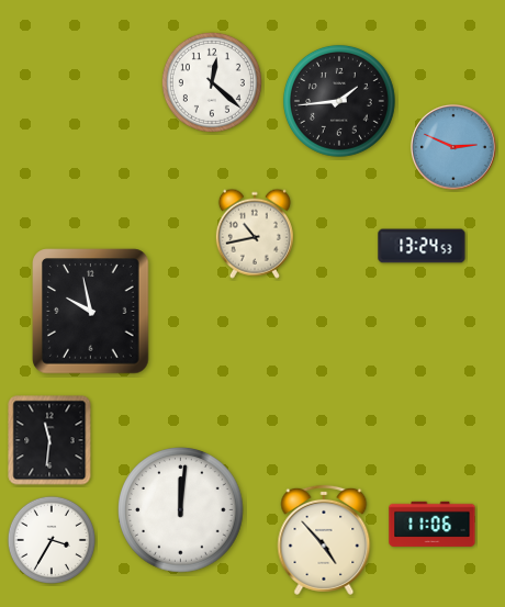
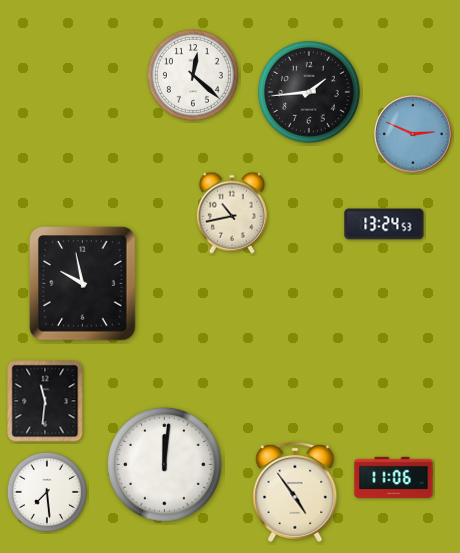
clock at (52, 540): 3:35 -> 7:29
clock at (324, 540): 4:53 -> 4:54
